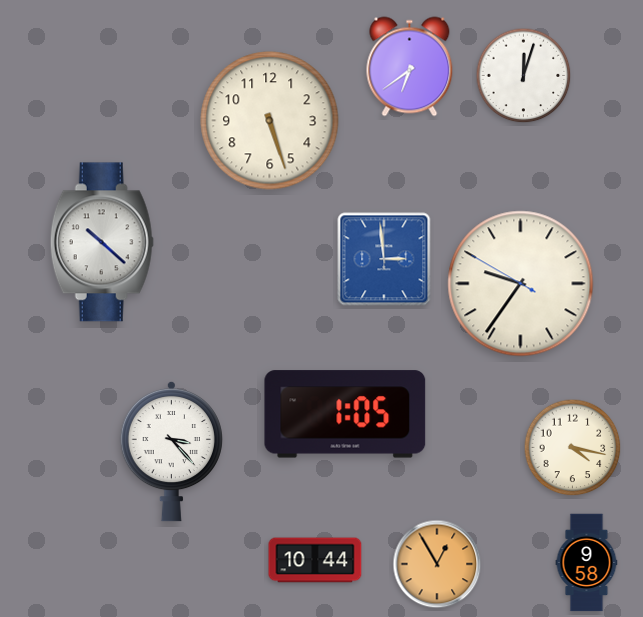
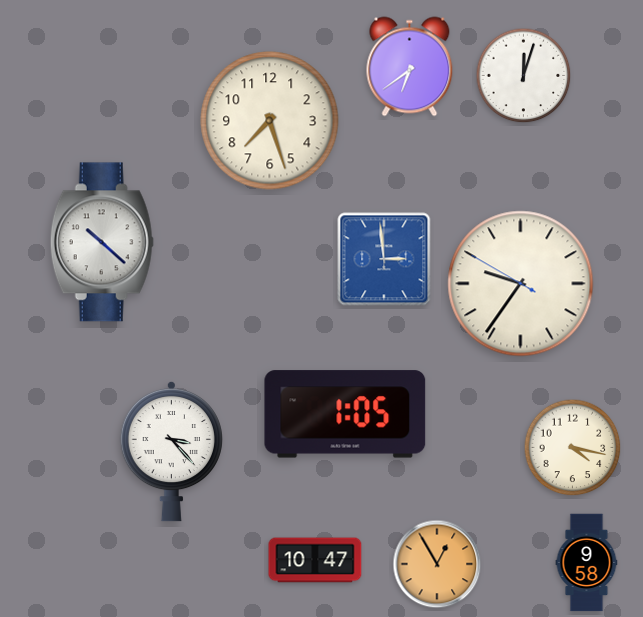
clock at (270, 121): 5:27 -> 7:27
clock at (315, 560): 10:44 -> 10:47
